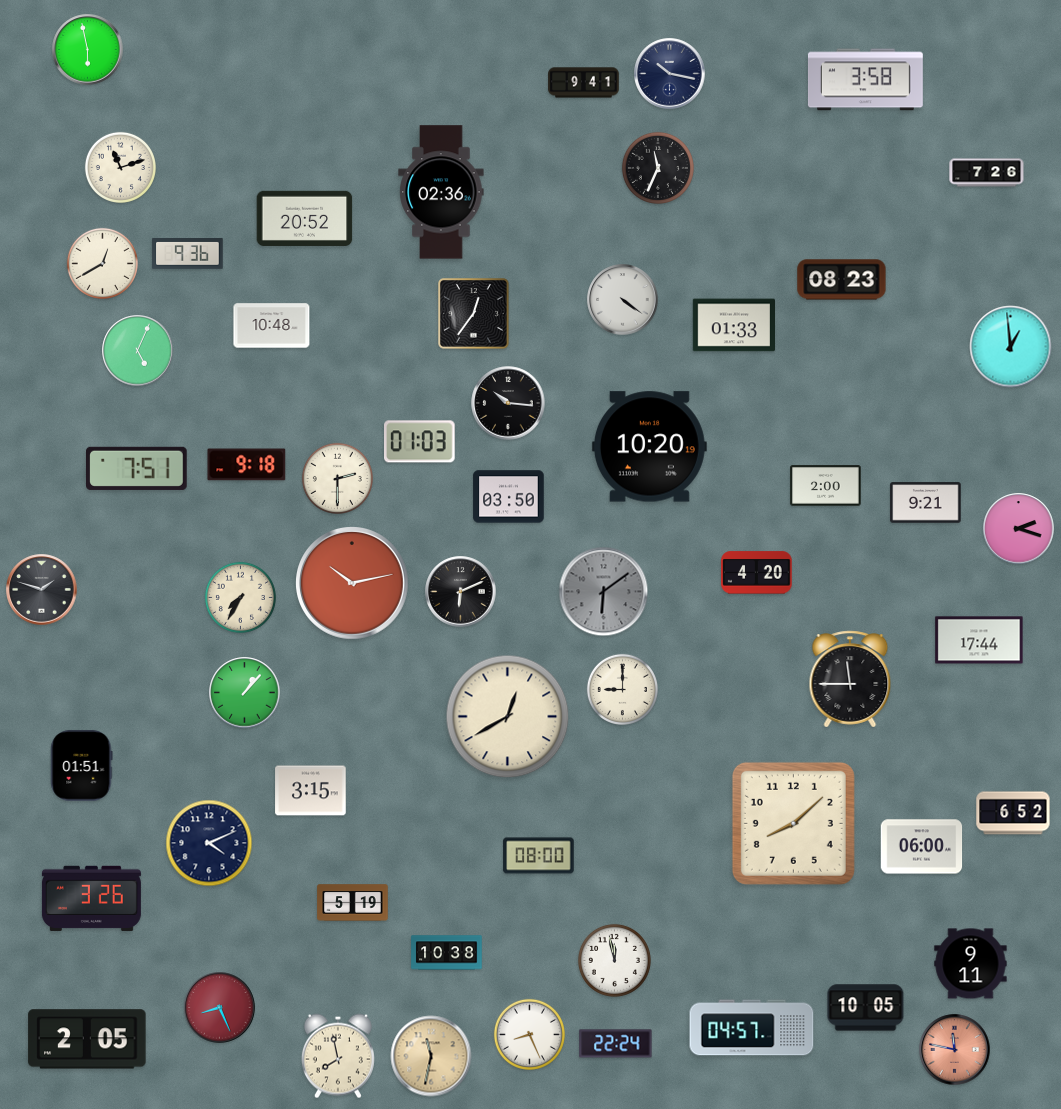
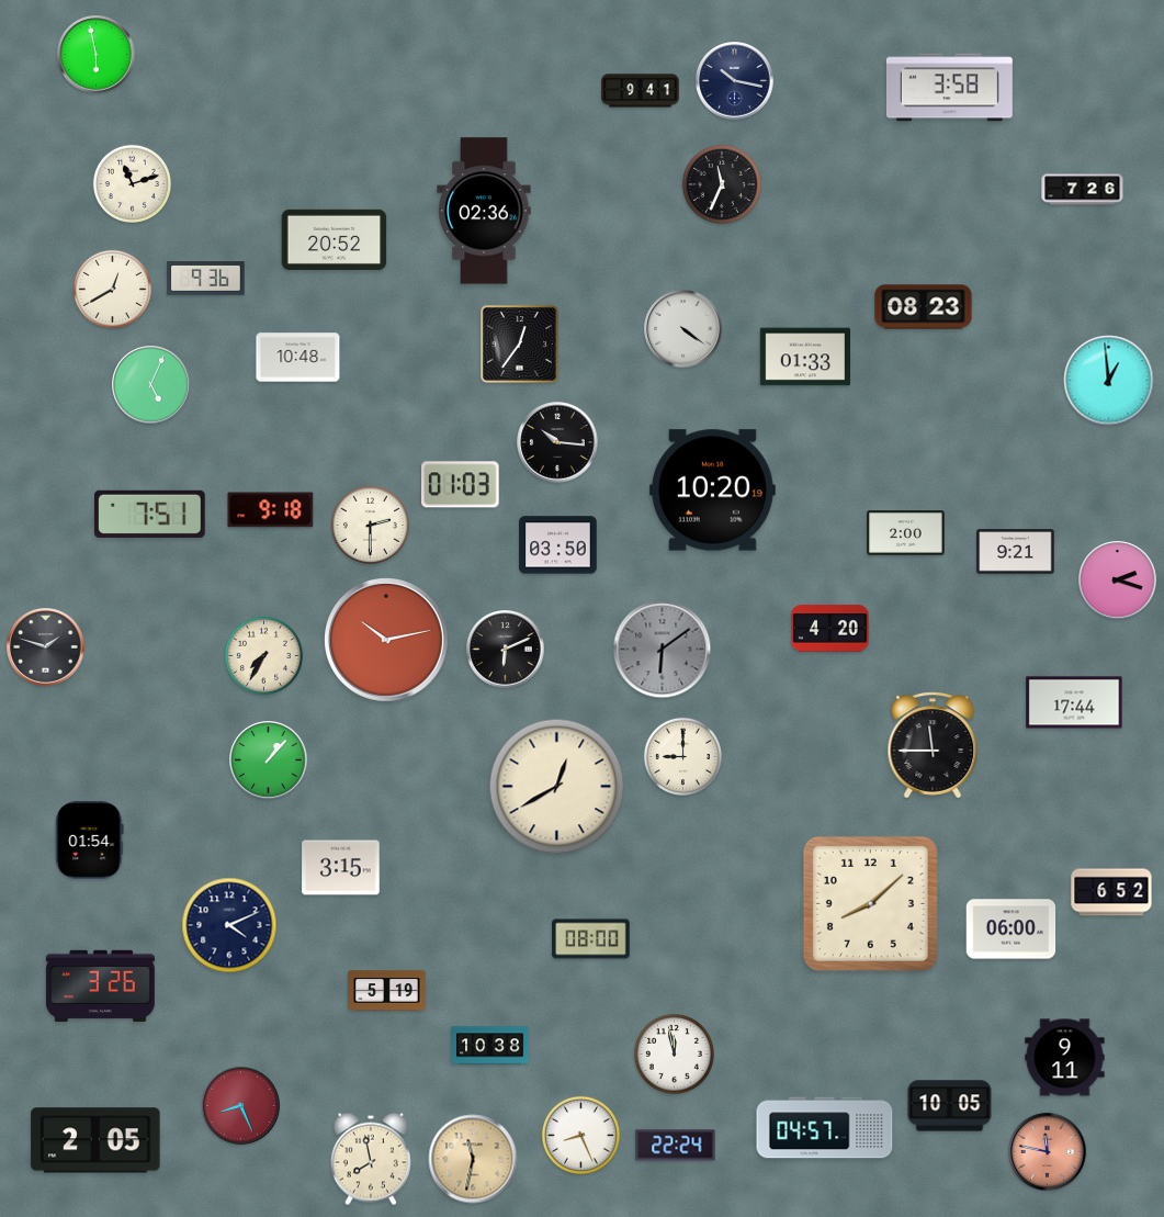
clock at (82, 766): 01:51 -> 01:54
